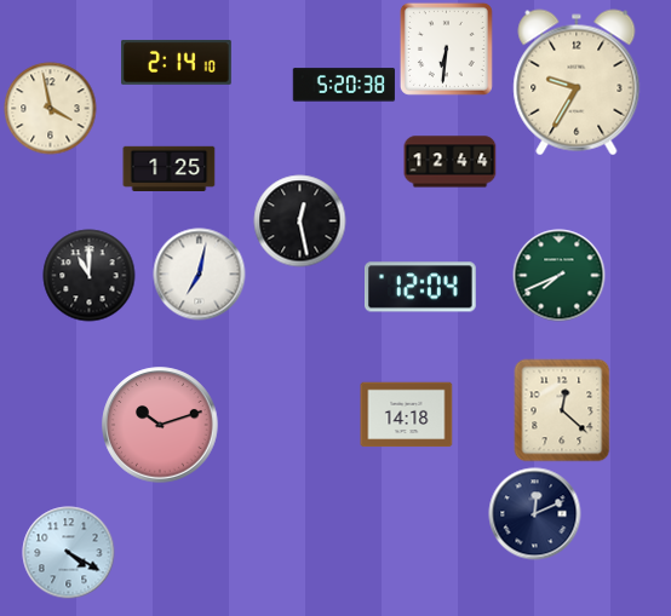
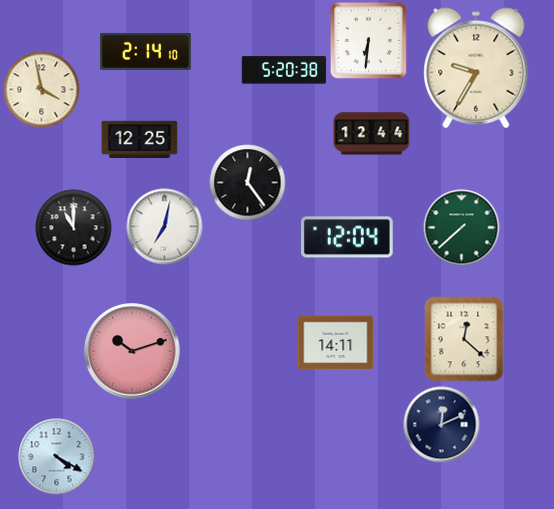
clock at (170, 168): 1:25 -> 12:25
clock at (300, 221): 12:28 -> 12:24
clock at (560, 276): 7:41 -> 7:38
clock at (407, 415): 14:18 -> 14:11
